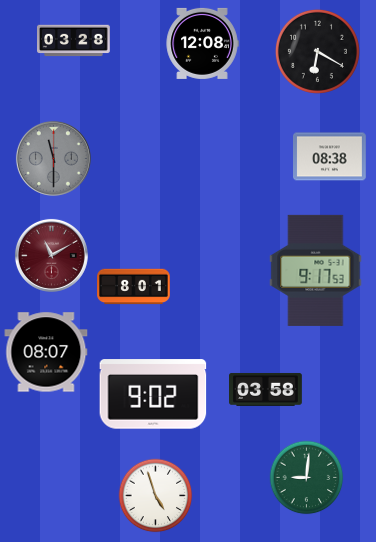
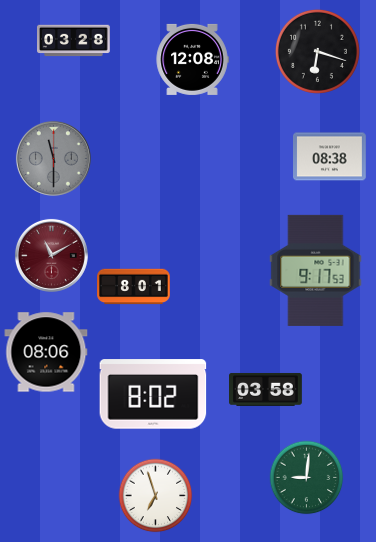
clock at (202, 43) position: (202, 43) -> (192, 59)
clock at (317, 51): 6:20 -> 6:18
clock at (46, 352): 08:07 -> 08:06
clock at (153, 394): 9:02 -> 8:02
clock at (156, 496): 4:57 -> 6:57
